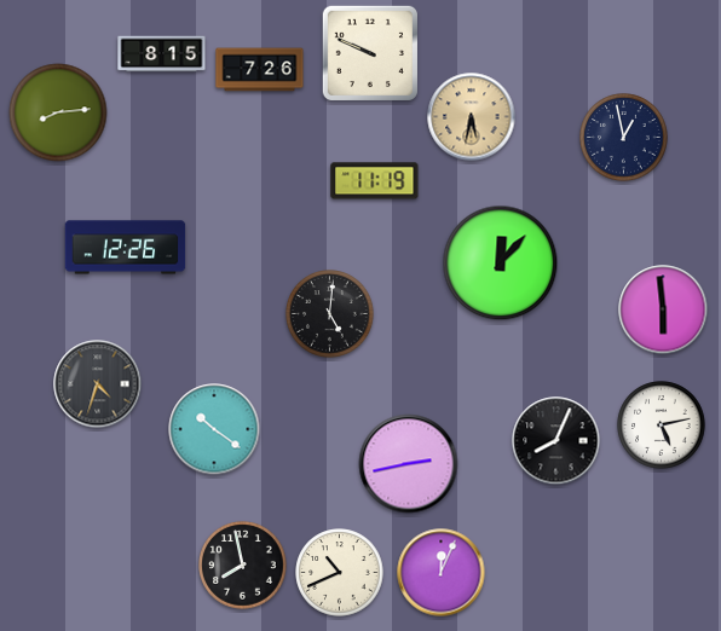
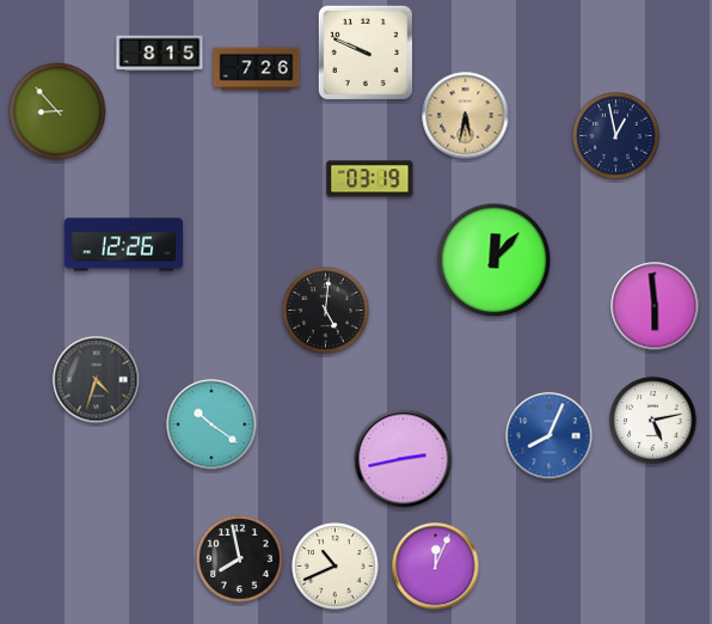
clock at (58, 112): 8:14 -> 8:53
clock at (375, 181): 11:19 -> 03:19
clock at (556, 441) dial: black -> blue
